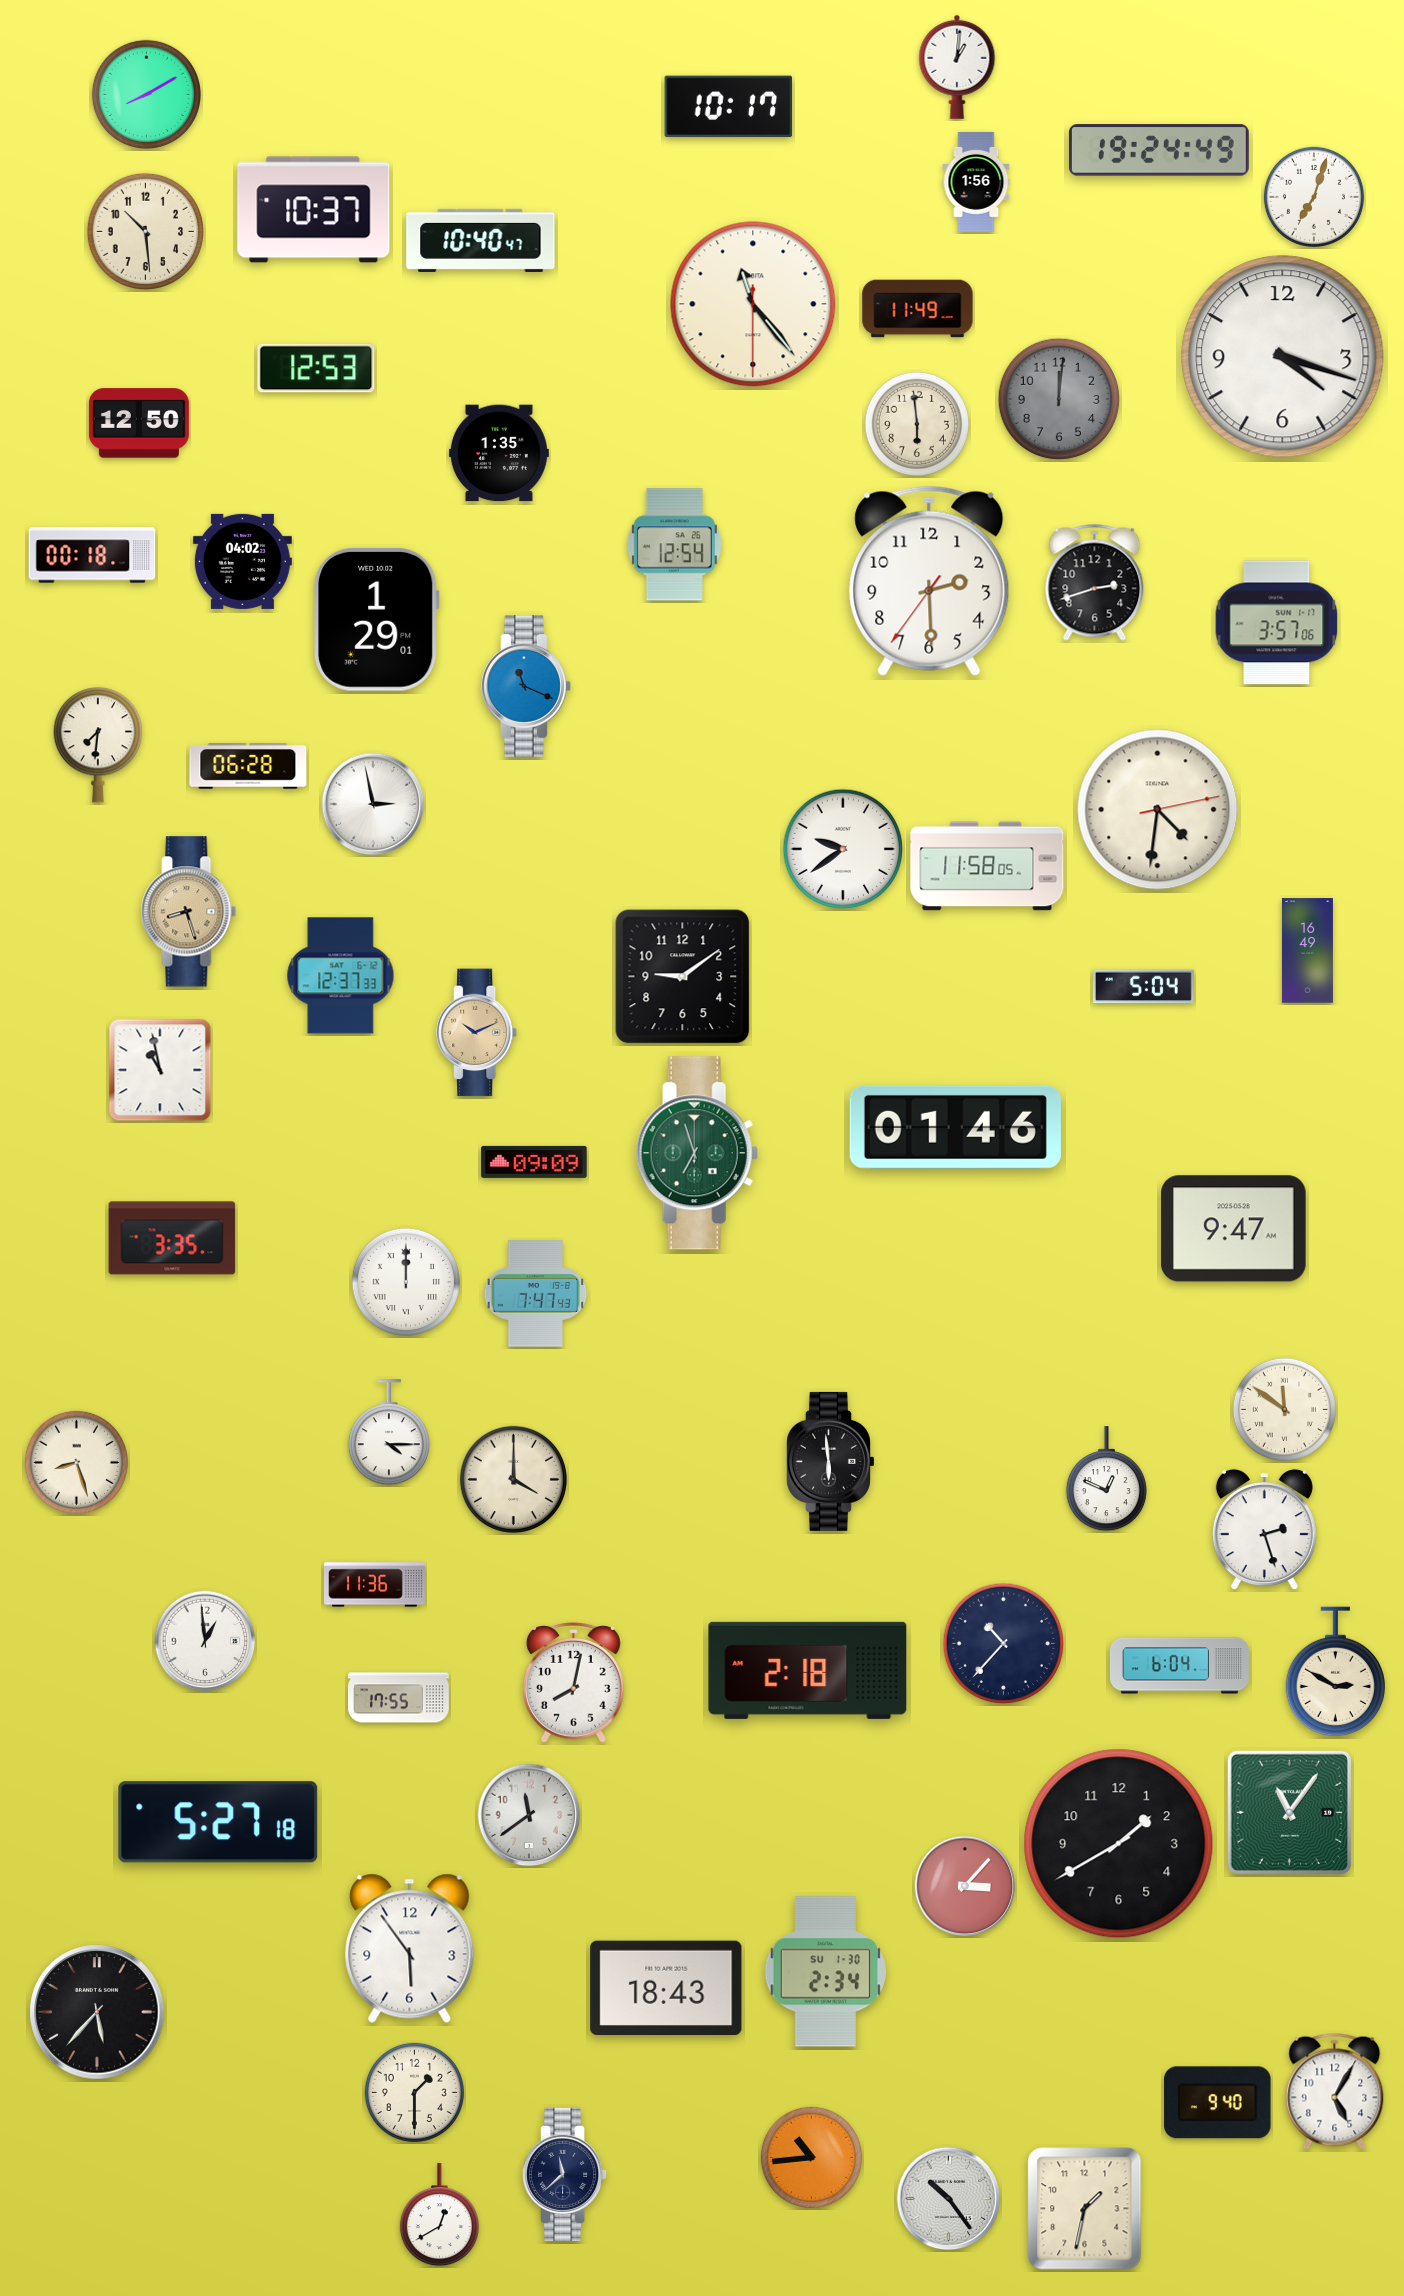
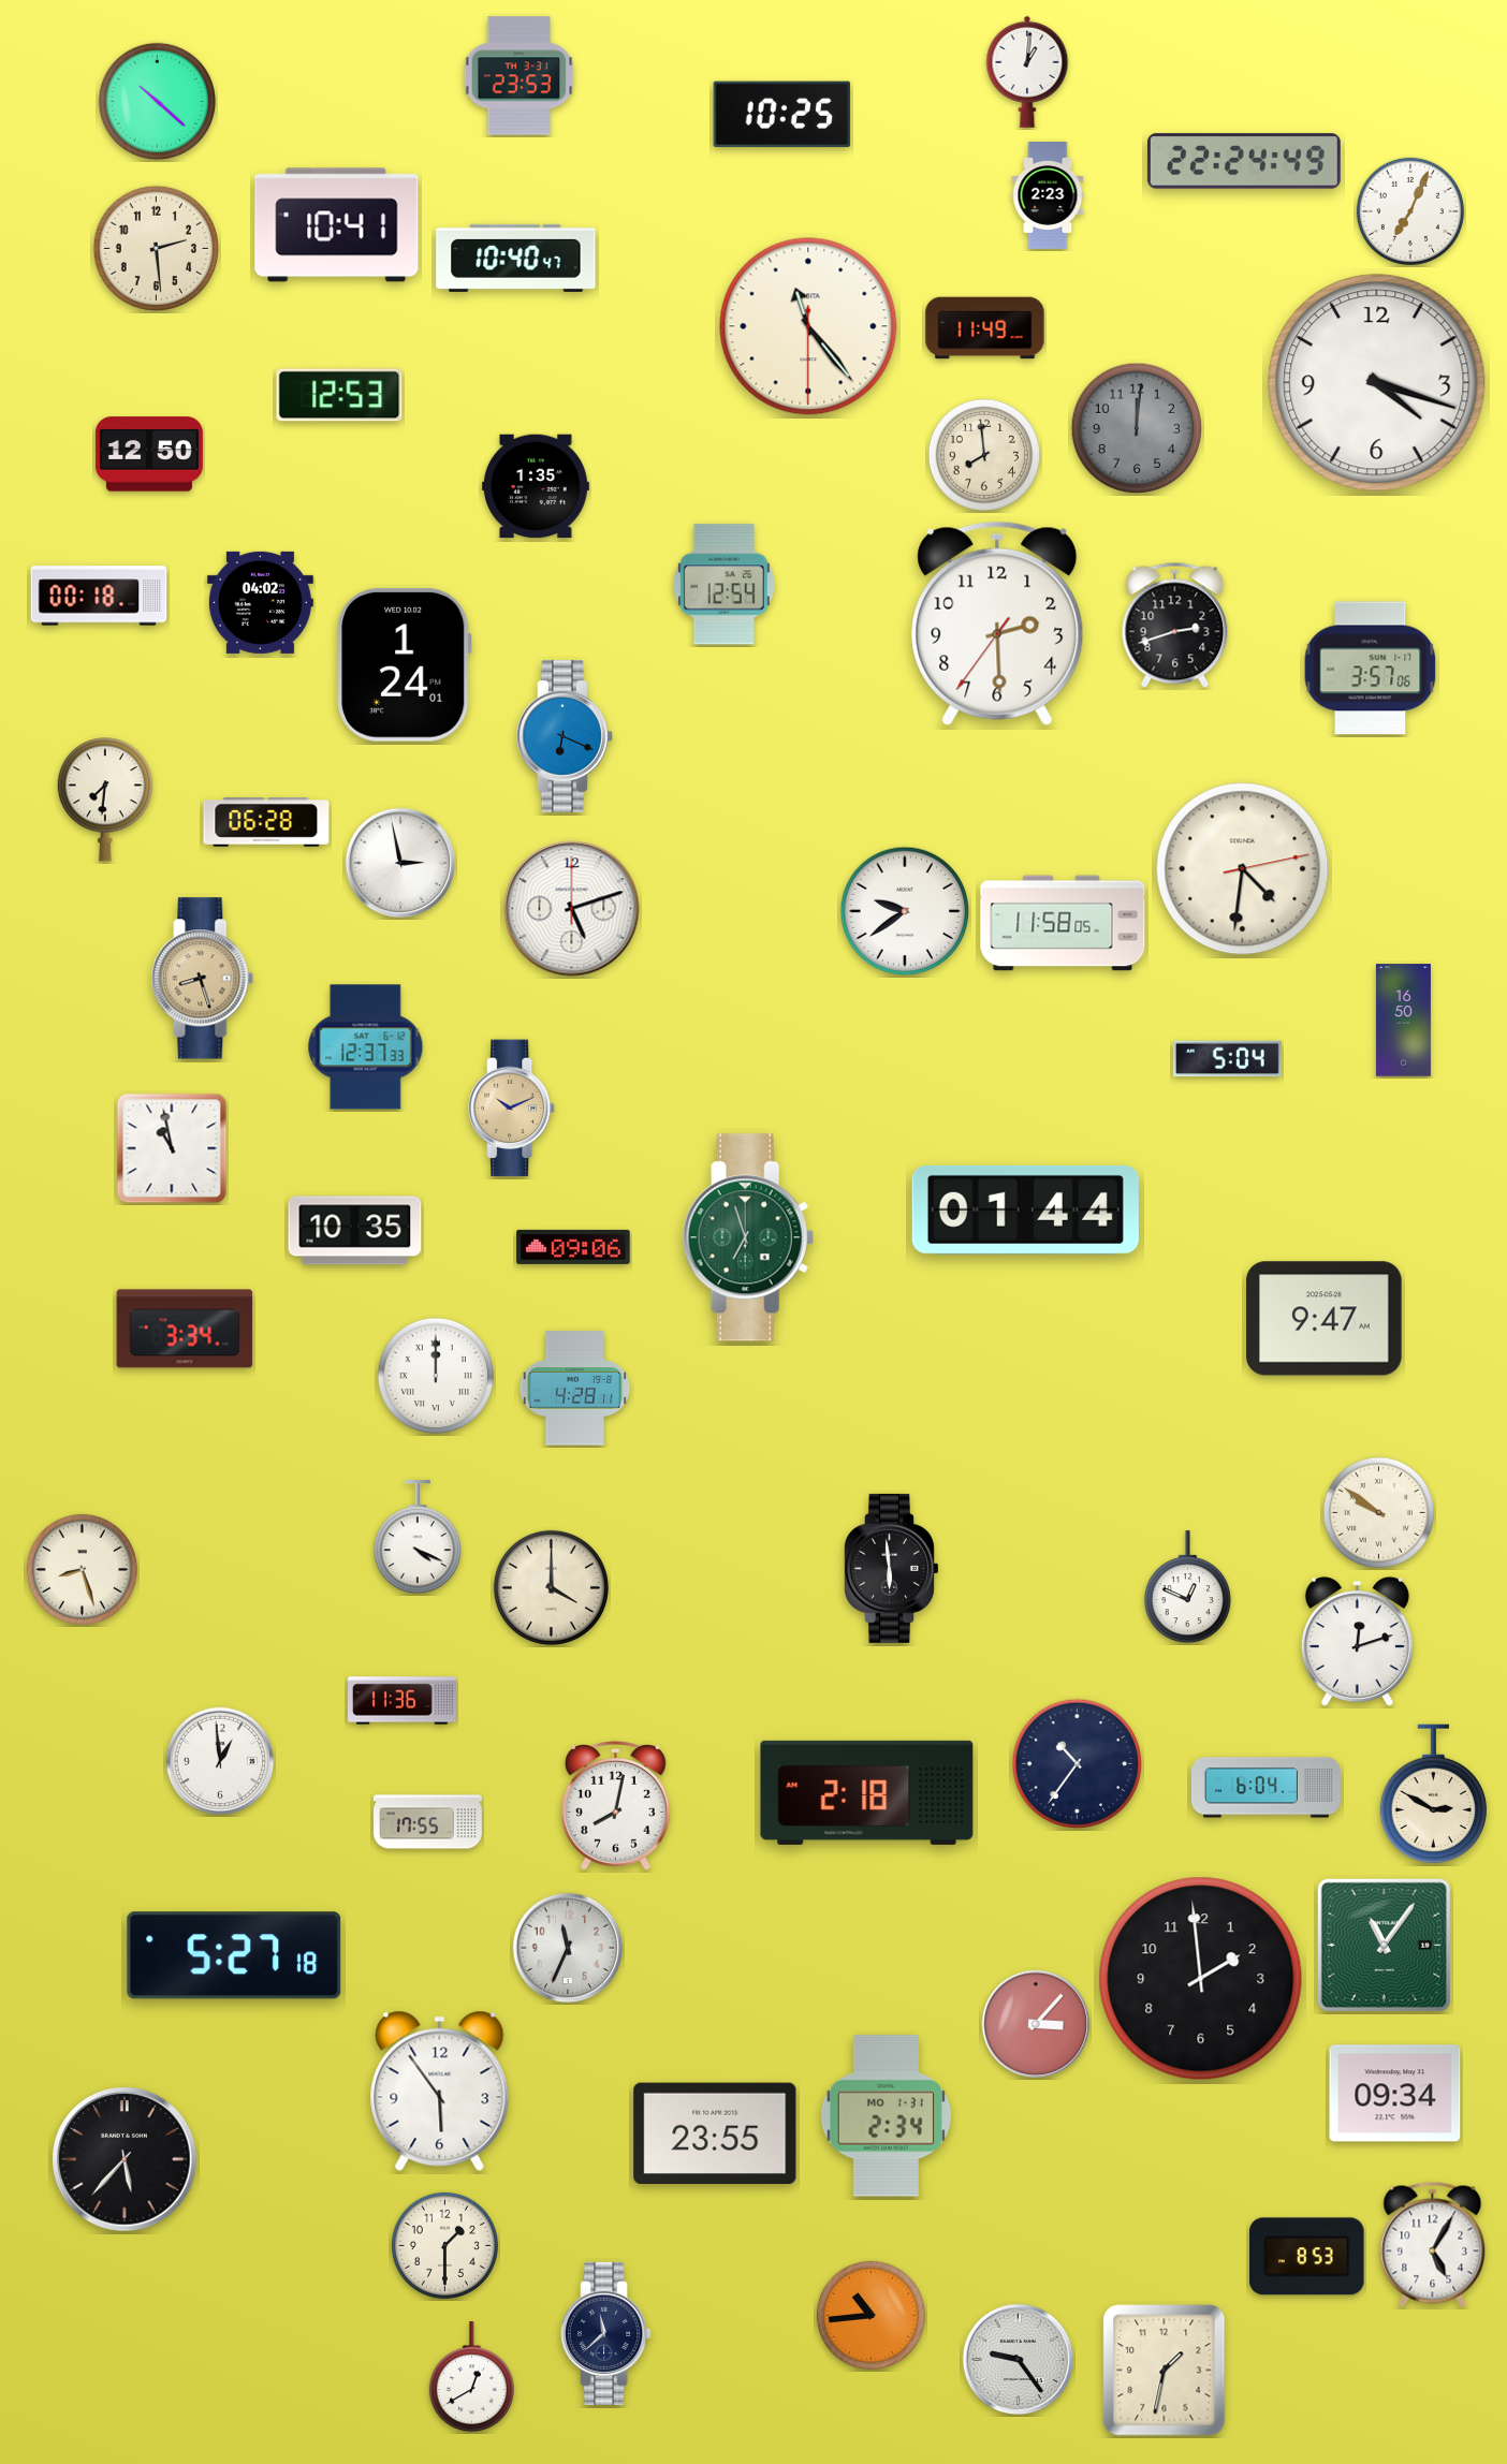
clock at (520, 76): none -> 23:53
clock at (146, 94): 8:10 -> 10:22
clock at (729, 107): 10:17 -> 10:25
clock at (1159, 150): 19:24 -> 22:24
clock at (976, 182): 1:56 -> 2:23
clock at (1314, 197): 7:03 -> 7:04
clock at (314, 210): 10:37 -> 10:41
clock at (146, 232): 10:29 -> 2:29
clock at (918, 309) position: (918, 309) -> (985, 328)
clock at (917, 424): 5:59 -> 7:59
clock at (377, 619): 1:29 -> 1:24
clock at (527, 687): 11:19 -> 6:19
clock at (572, 909): none -> 5:12
clock at (987, 866) position: (987, 866) -> (1063, 923)
clock at (1307, 951): 16:49 -> 16:50
clock at (683, 977): 9:09 -> none
clock at (955, 1127): 01:46 -> 01:44
clock at (355, 1231): none -> 10:35
clock at (534, 1162): 09:09 -> 09:06
clock at (172, 1238): 3:35 -> 3:34
clock at (536, 1294): 7:47 -> 4:28
clock at (1284, 1409): 11:51 -> 9:51
clock at (389, 1433): 4:15 -> 4:19
clock at (1264, 1530): 2:27 -> 12:12
clock at (1004, 1644): 10:37 -> 10:36
clock at (529, 1815): 11:39 -> 11:34
clock at (1119, 1844): 1:40 -> 1:59
clock at (1395, 2094): none -> 09:34
clock at (825, 1972) date: SU 1-30 -> MO 1-31
clock at (666, 1987): 18:43 -> 23:55
clock at (97, 2012) position: (97, 2012) -> (125, 2159)
clock at (1218, 2103): 9:40 -> 8:53
clock at (949, 2199): 10:24 -> 9:24
